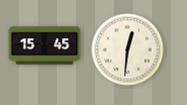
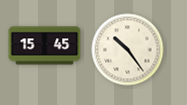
clock at (128, 50): 12:31 -> 10:24
